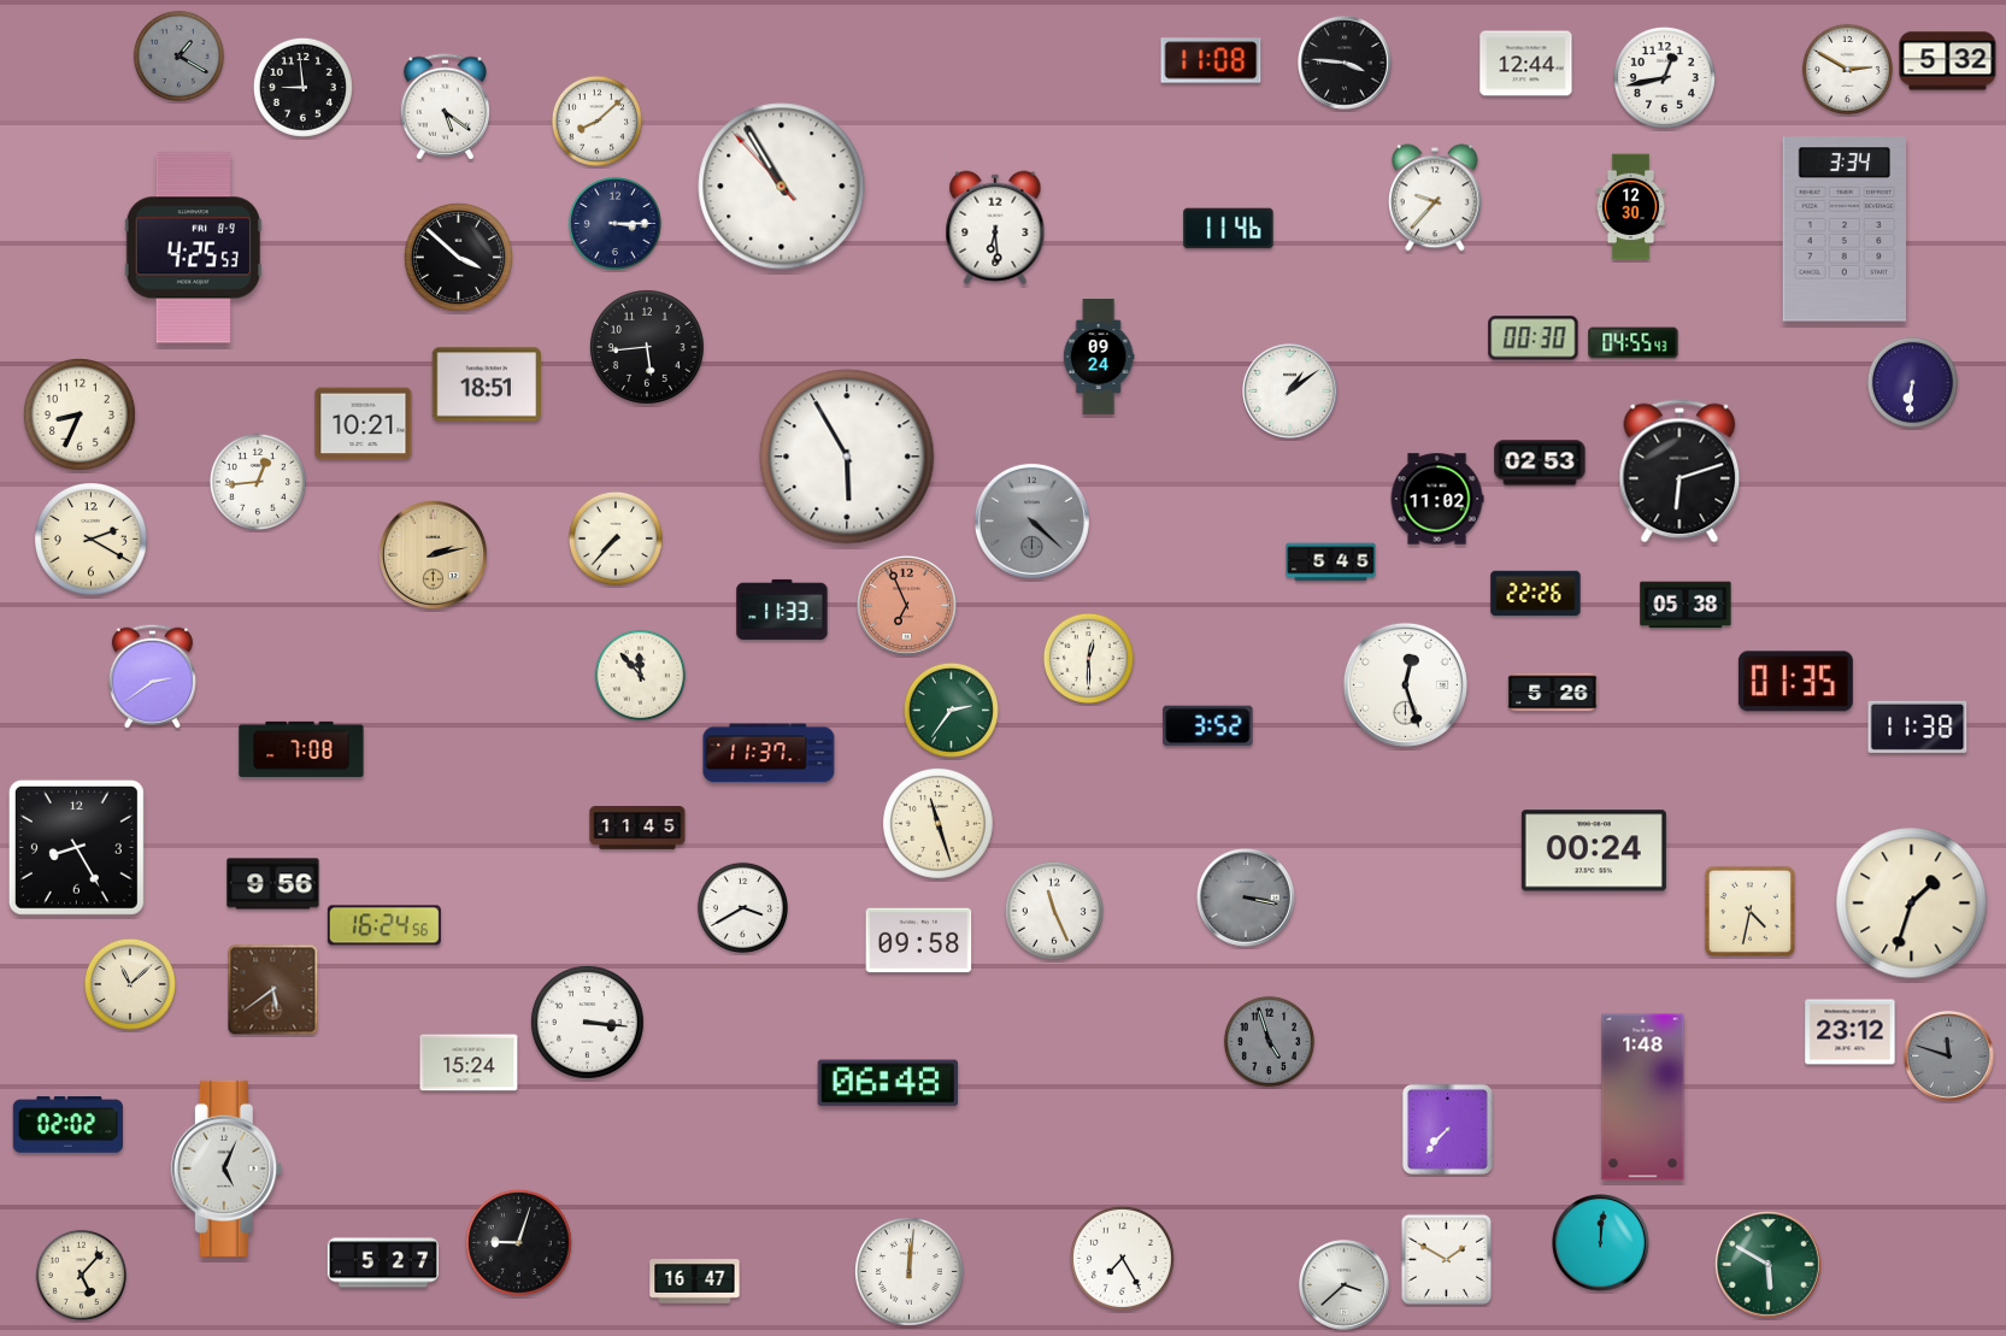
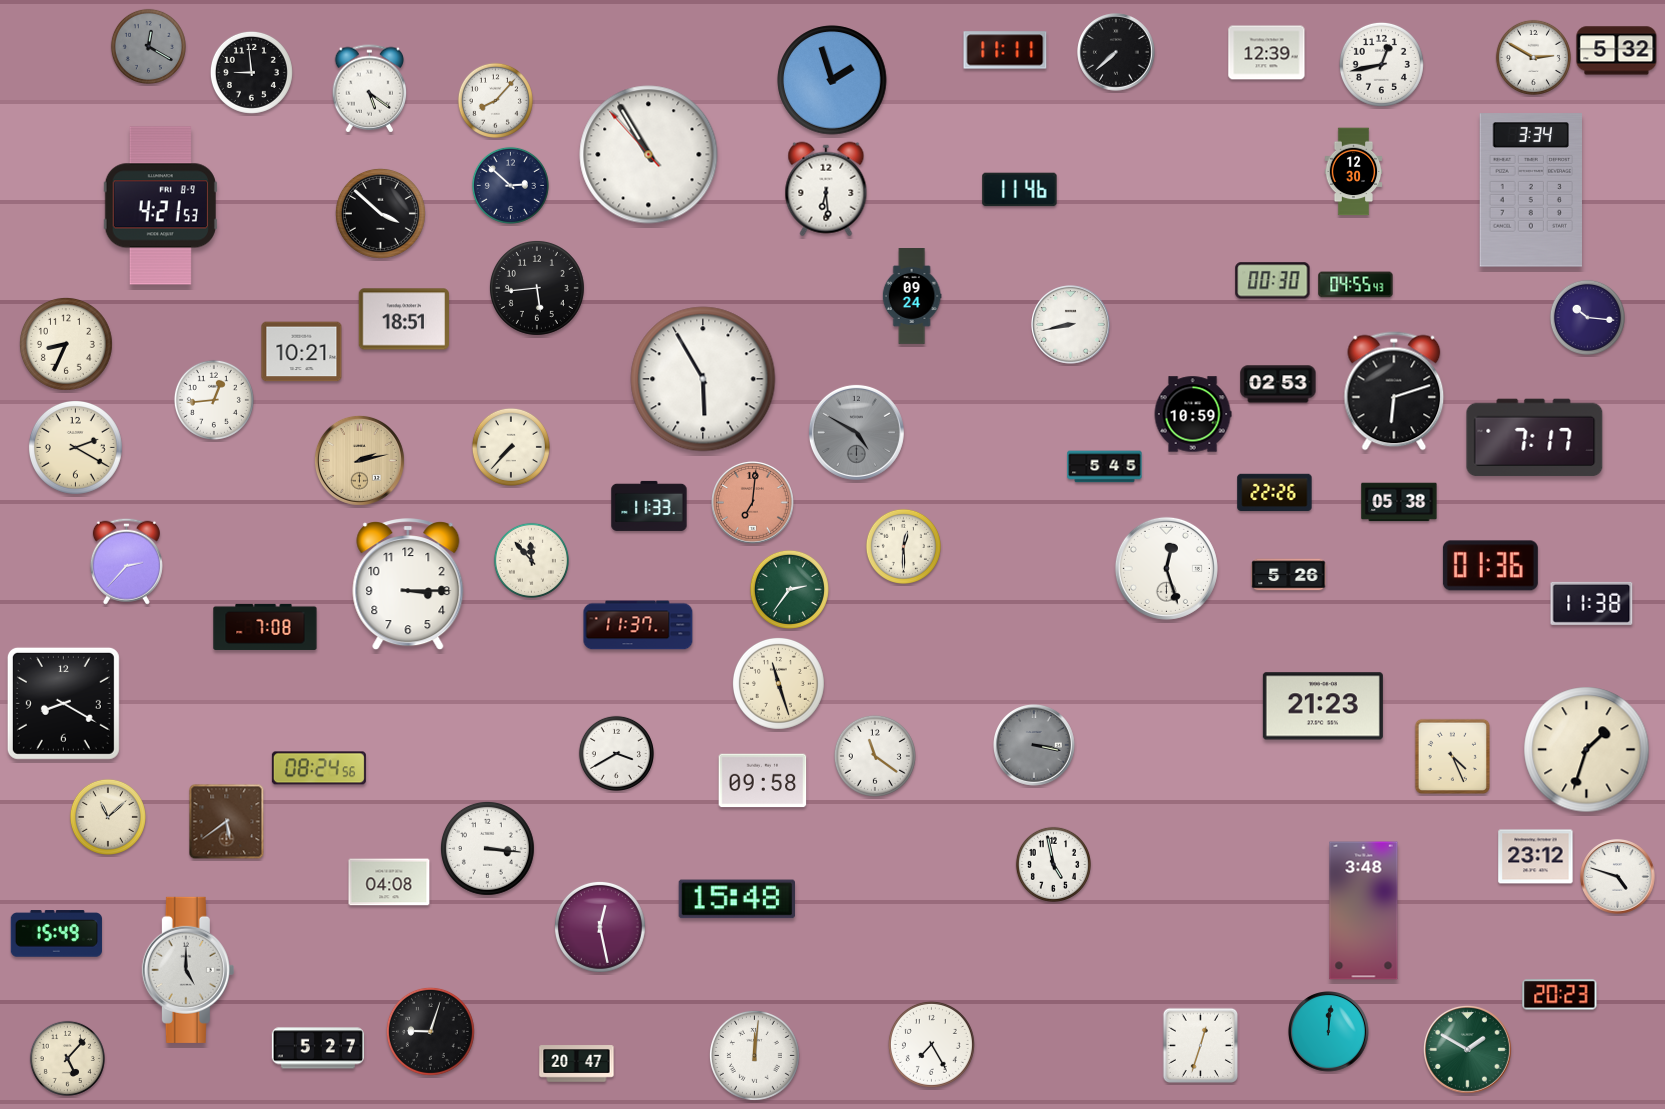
clock at (178, 55): 1:20 -> 12:20
clock at (1211, 60): 11:08 -> 11:11
clock at (1345, 63): 3:46 -> 7:38
clock at (1526, 64): 12:44 -> 12:39
clock at (832, 80): none -> 1:57
clock at (596, 120): 8:08 -> 8:07
clock at (1435, 198): 9:37 -> none
clock at (614, 223): 3:15 -> 2:52
clock at (193, 248): 4:25 -> 4:21
clock at (1912, 382): 6:31 -> 10:16
clock at (1290, 392): 1:09 -> 8:43
clock at (1437, 499): 11:02 -> 10:59
clock at (1031, 520): 4:22 -> 4:50
clock at (1535, 438): none -> 7:17
clock at (907, 606): 6:56 -> 7:01
clock at (152, 676): 2:39 -> 2:37
clock at (1795, 682): 01:35 -> 01:36
clock at (408, 585): none -> 3:15
clock at (1208, 726): 3:52 -> none
clock at (301, 749) position: (301, 749) -> (265, 627)
clock at (637, 829): 11:45 -> none
clock at (76, 847): 8:25 -> 8:20
clock at (1594, 851): 00:24 -> 21:23
clock at (273, 884): 9:56 -> none
clock at (1054, 911): 11:26 -> 11:21
clock at (1749, 911): 4:32 -> 4:26
clock at (384, 925): 16:24 -> 08:24
clock at (1269, 1041): 4:57 -> 4:58
clock at (1269, 1041) dial: grey -> white
clock at (1949, 1057): 11:48 -> 4:48
clock at (1949, 1057) dial: grey -> white
clock at (469, 1063): 15:24 -> 04:08
clock at (887, 1083): 06:48 -> 15:48
clock at (1643, 1097): 1:48 -> 3:48
clock at (600, 927): none -> 12:28
clock at (67, 1125): 02:02 -> 15:49
clock at (1447, 1129): 7:37 -> none
clock at (227, 1169): 5:04 -> 5:00
clock at (1560, 995): none -> 20:23
clock at (1446, 1259): 1:50 -> 12:33
clock at (1767, 1264): 5:50 -> 1:50
clock at (695, 1282): 16:47 -> 20:47
clock at (1345, 1285): 3:38 -> none
